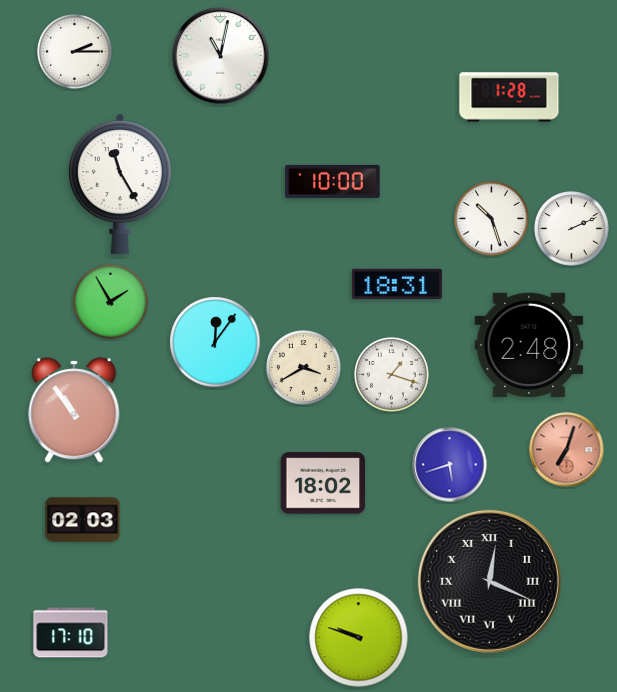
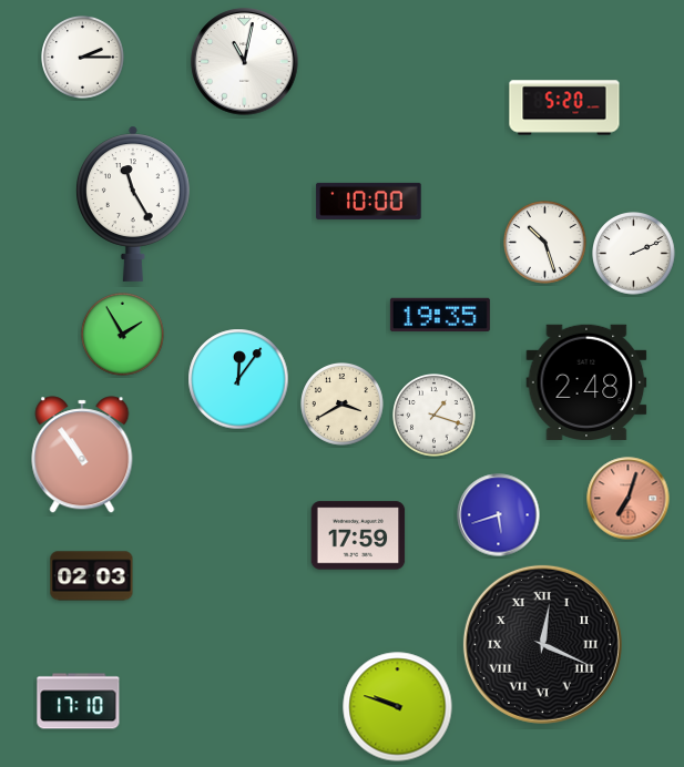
clock at (509, 97): 1:28 -> 5:20
clock at (397, 283): 18:31 -> 19:35
clock at (304, 368) position: (304, 368) -> (343, 405)
clock at (323, 483): 18:02 -> 17:59
